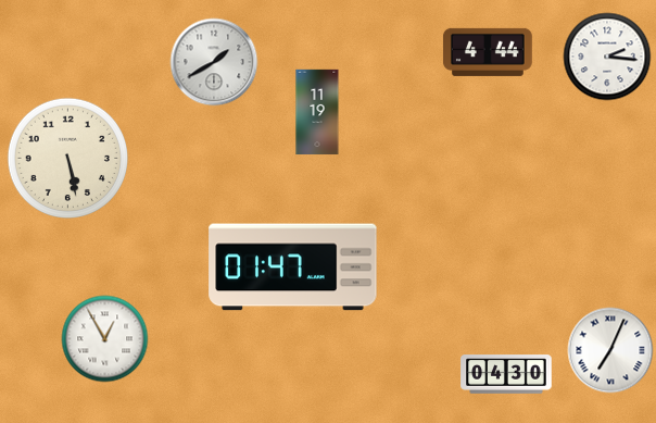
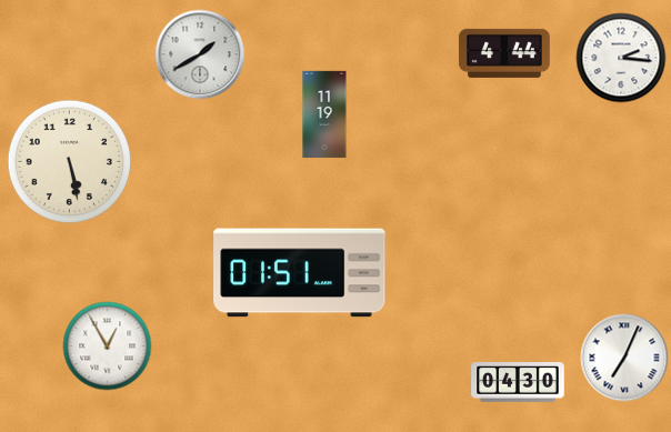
clock at (488, 52) position: (488, 52) -> (504, 53)
clock at (214, 62) position: (214, 62) -> (200, 54)
clock at (293, 268): 01:47 -> 01:51
